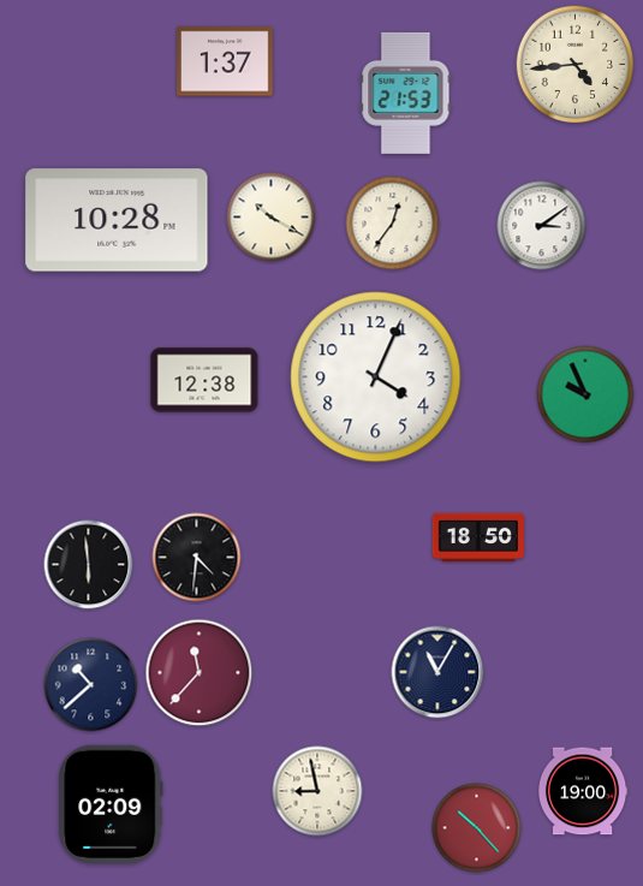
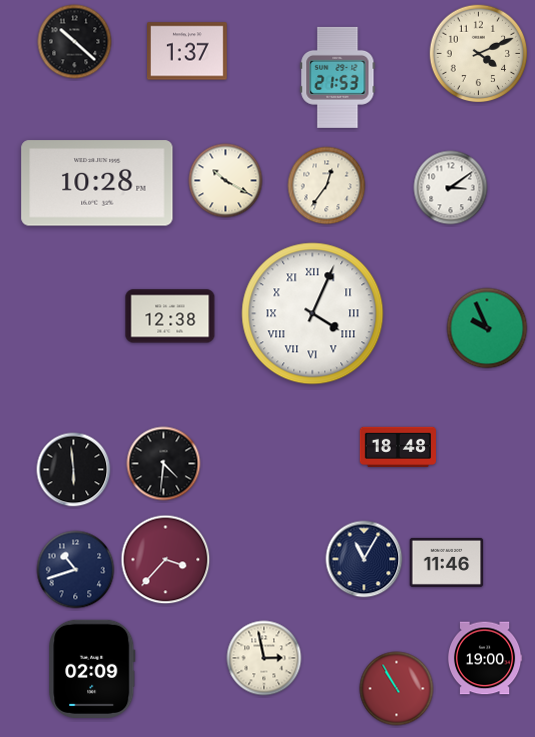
clock at (75, 42): none -> 10:22
clock at (576, 65): 4:44 -> 4:11
clock at (376, 377) numerals: Arabic -> Roman
clock at (478, 537): 18:50 -> 18:48
clock at (200, 673): 11:37 -> 3:37
clock at (447, 562): none -> 11:46
clock at (91, 685): 10:38 -> 10:42
clock at (317, 791): 8:58 -> 2:58
clock at (477, 828): 10:23 -> 10:55
